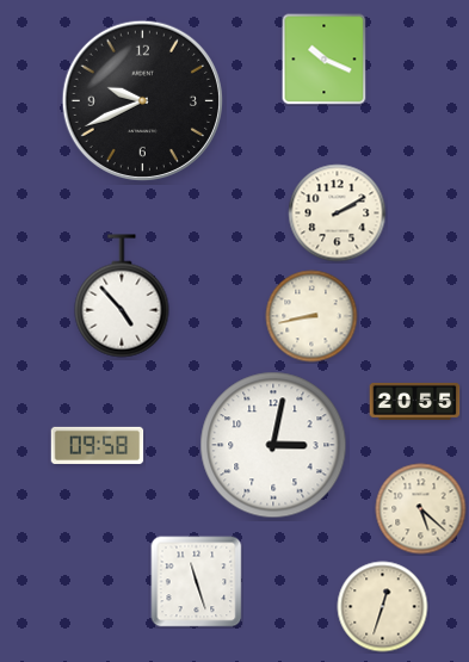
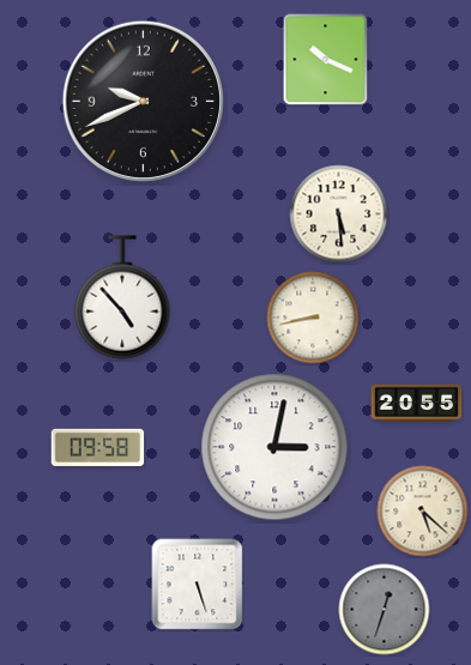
clock at (338, 214): 2:10 -> 5:29
clock at (197, 582): 11:27 -> 5:27
clock at (383, 607) dial: cream -> grey
